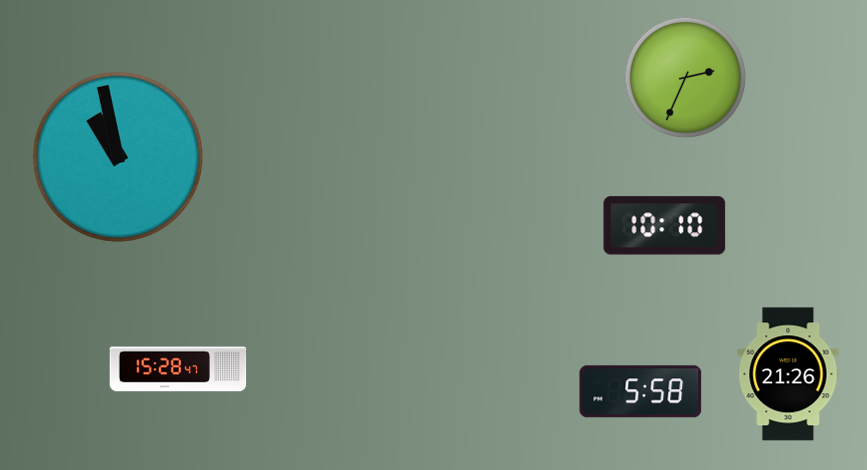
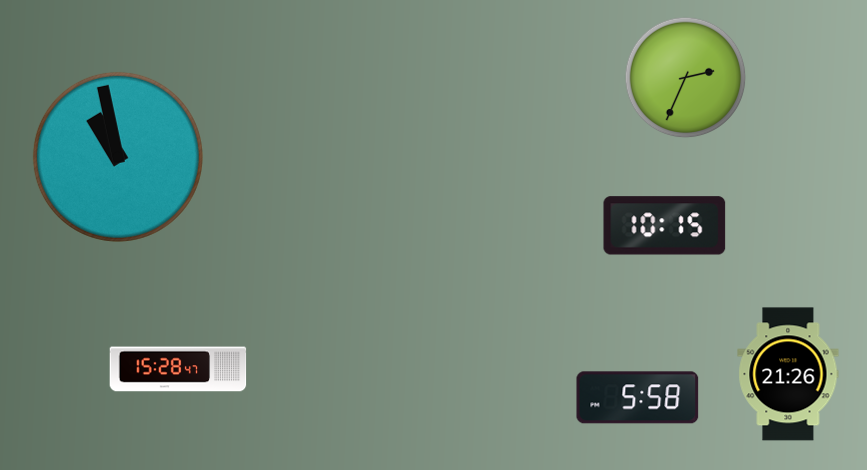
clock at (665, 226): 10:10 -> 10:15
clock at (641, 392) position: (641, 392) -> (638, 398)
